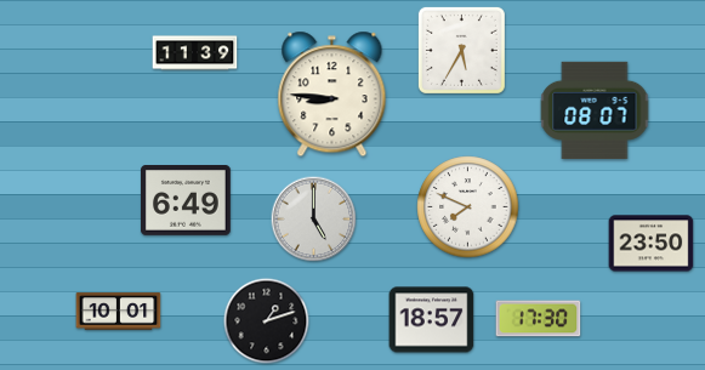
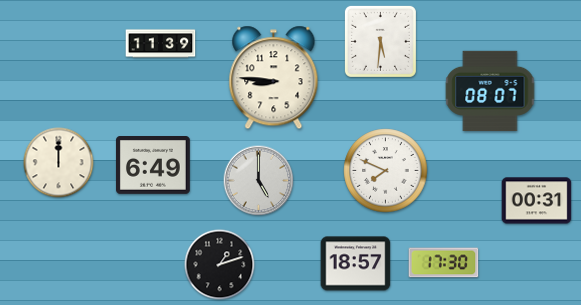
clock at (461, 50): 5:35 -> 5:31
clock at (59, 163): none -> 12:00
clock at (652, 244): 23:50 -> 00:31
clock at (119, 312): 10:01 -> none
